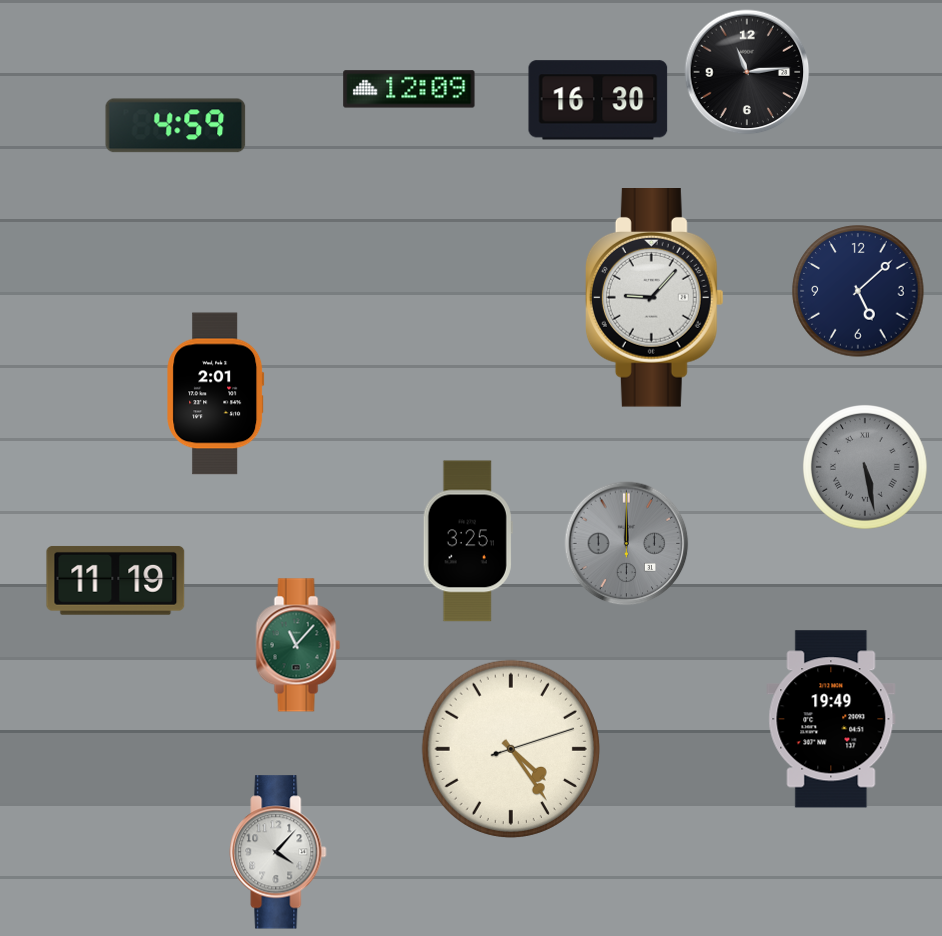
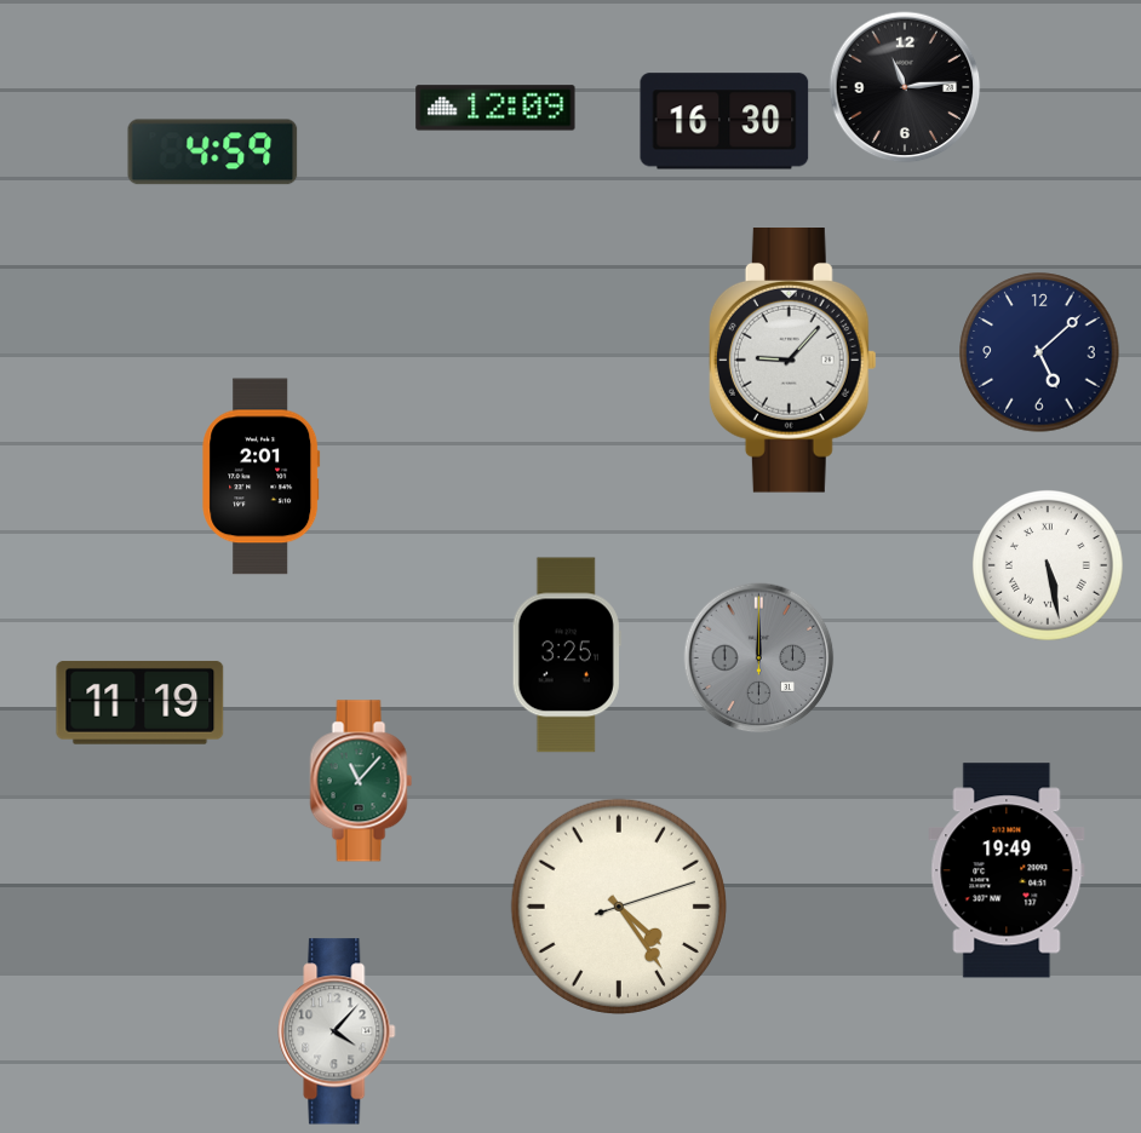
clock at (865, 467) dial: grey -> white
